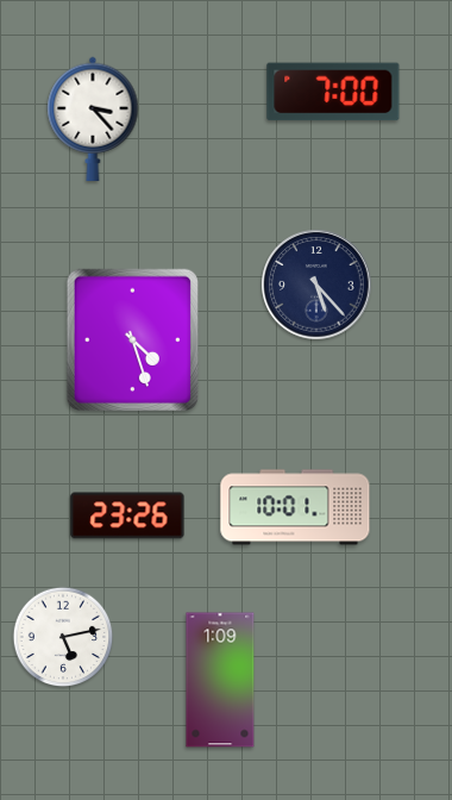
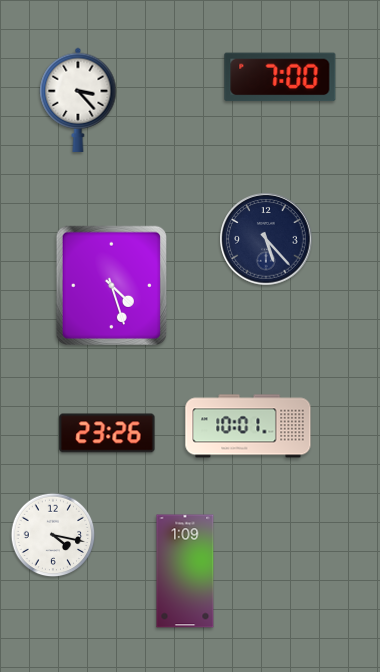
clock at (63, 637): 5:13 -> 4:17
